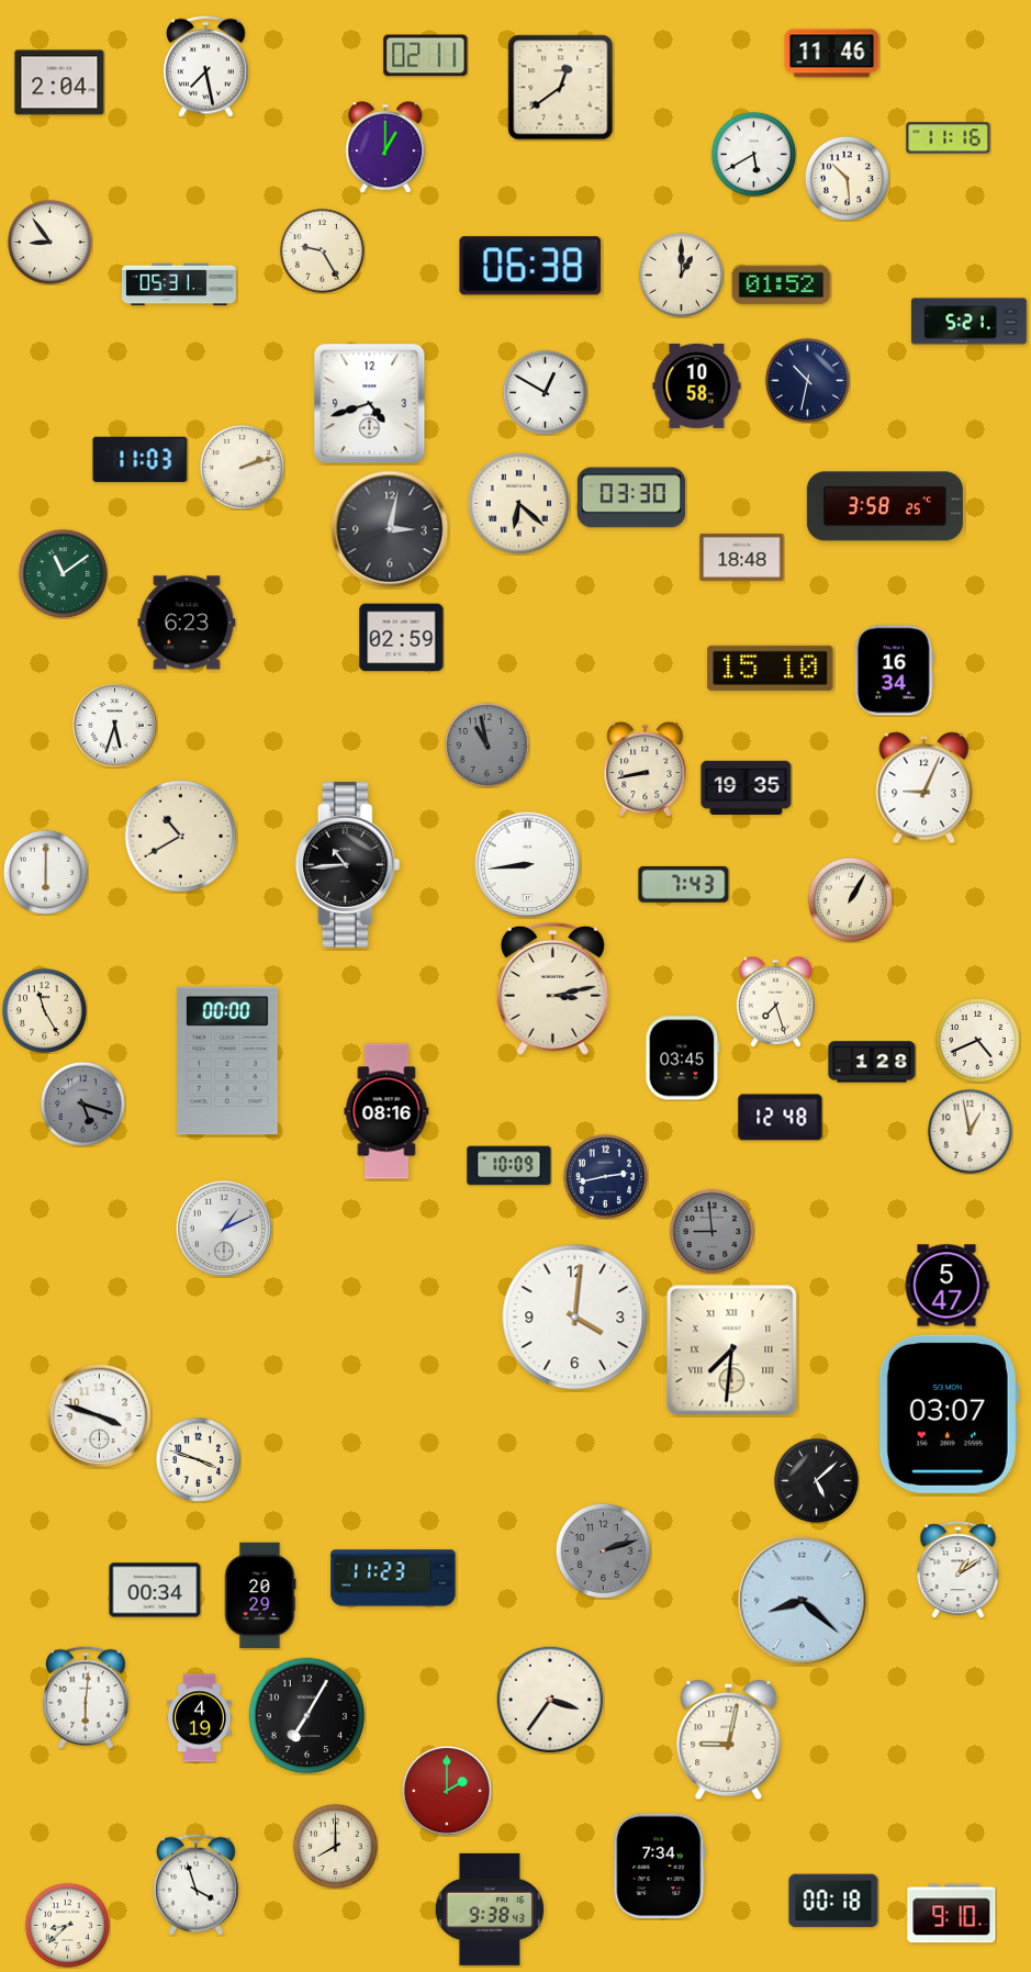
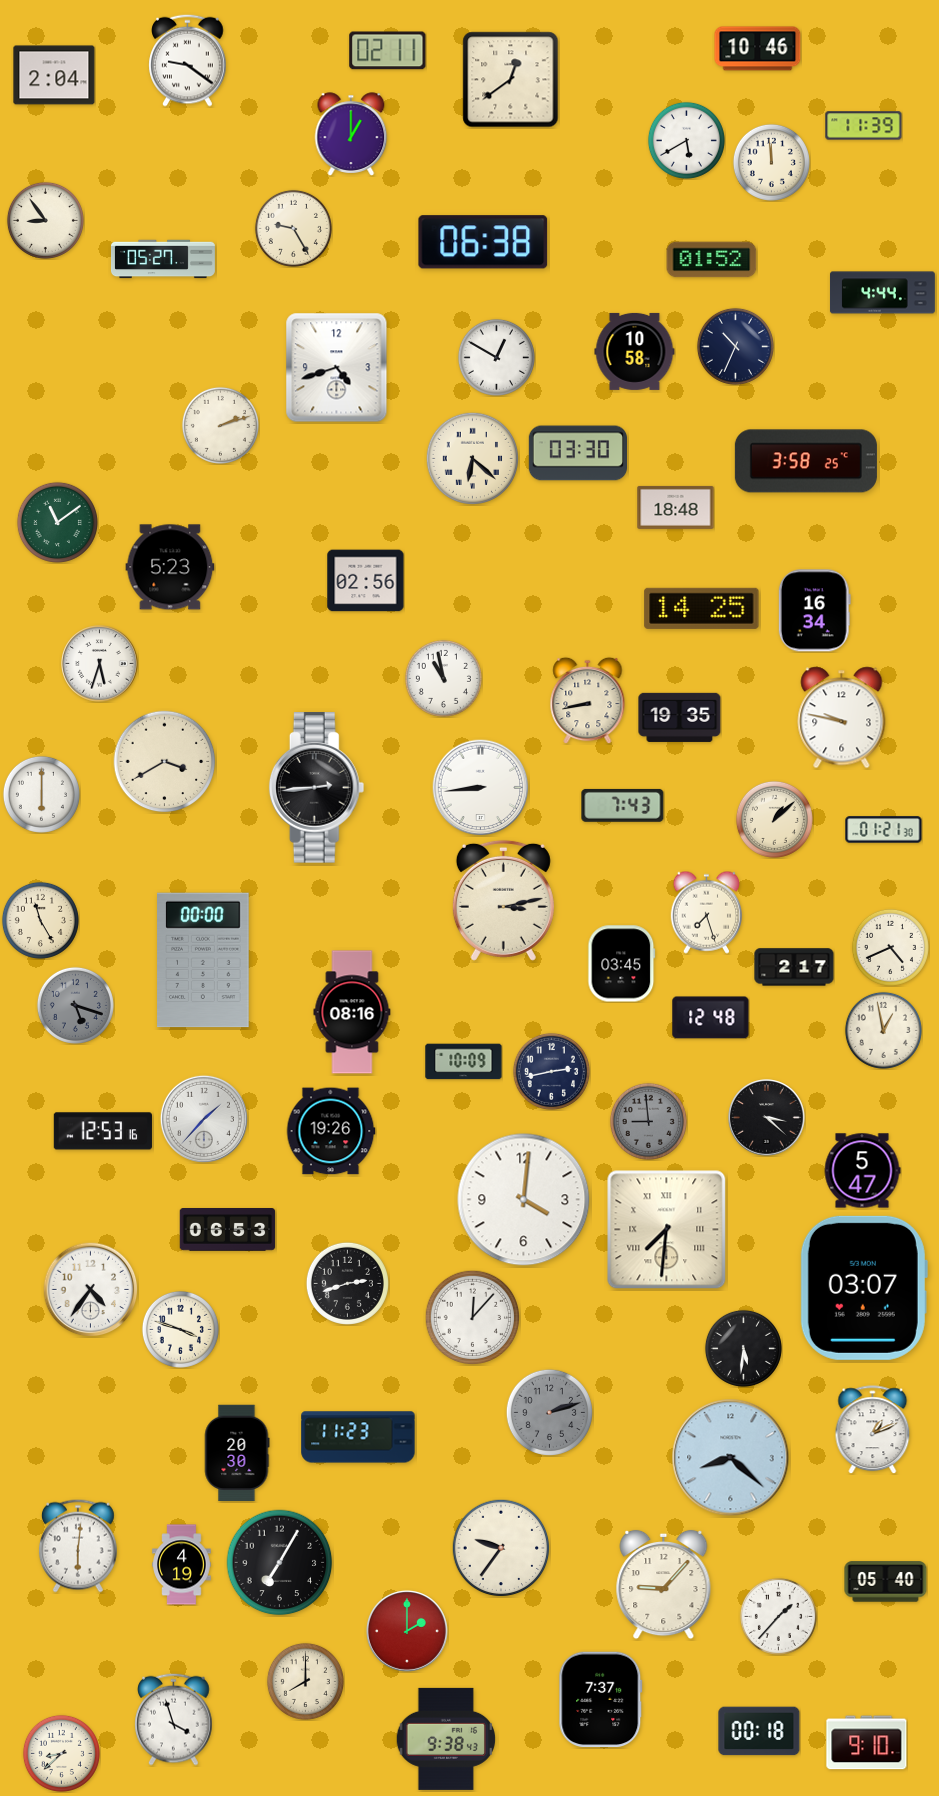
clock at (832, 54): 11:46 -> 10:46
clock at (206, 66): 7:28 -> 9:21
clock at (949, 138): 11:16 -> 11:39
clock at (847, 178): 10:29 -> 11:59
clock at (681, 274): 1:00 -> none
clock at (179, 284): 05:31 -> 05:27
clock at (970, 322): 5:21 -> 4:44
clock at (807, 380): 10:32 -> 10:34
clock at (141, 460): 11:03 -> none
clock at (630, 497) position: (630, 497) -> (577, 453)
clock at (390, 529): 3:02 -> none
clock at (187, 623): 6:23 -> 5:23
clock at (402, 638): 02:59 -> 02:56
clock at (771, 668): 15:10 -> 14:25
clock at (115, 726) position: (115, 726) -> (100, 664)
clock at (486, 744) dial: grey -> white
clock at (924, 788): 9:04 -> 9:47
clock at (181, 837): 10:40 -> 3:40
clock at (348, 865): 10:44 -> 2:44
clock at (850, 899): 1:05 -> 1:08
clock at (884, 830): none -> 01:21
clock at (227, 1061) position: (227, 1061) -> (203, 960)
clock at (872, 1062): 1:28 -> 2:17
clock at (767, 1118): none -> 3:22
clock at (224, 1229): 1:11 -> 1:37
clock at (103, 1131): none -> 12:53
clock at (331, 1131): none -> 19:26
clock at (228, 1230): none -> 06:53
clock at (347, 1283): none -> 2:42
clock at (99, 1415): 3:48 -> 4:36
clock at (472, 1317): none -> 12:07
clock at (816, 1480): 5:08 -> 5:31
clock at (959, 1570): 1:09 -> 1:11
clock at (155, 1590): 00:34 -> none
clock at (260, 1595): 20:29 -> 20:30
clock at (550, 1700): 3:36 -> 9:36
clock at (886, 1582): none -> 05:40
clock at (729, 1740): 9:02 -> 9:07
clock at (778, 1616): none -> 1:37
clock at (660, 1867): 7:34 -> 7:37
clock at (197, 1884) position: (197, 1884) -> (174, 1719)
